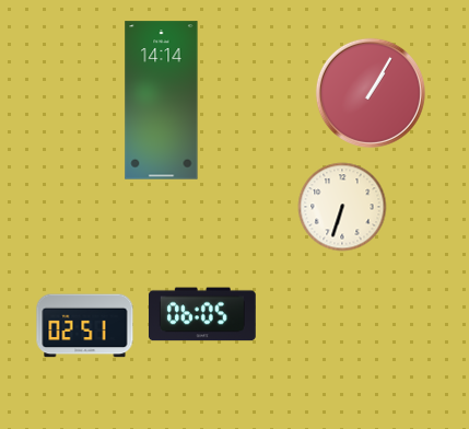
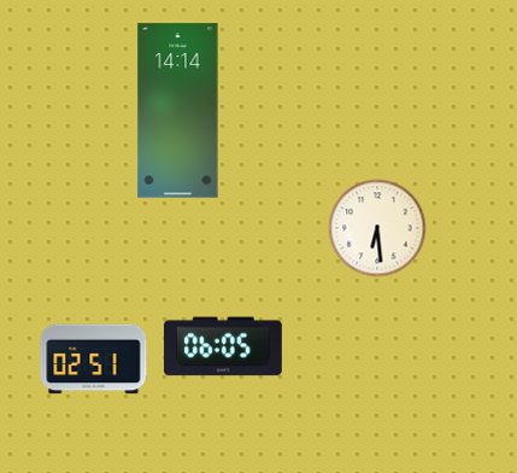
clock at (371, 93): 1:05 -> none
clock at (342, 207): 6:33 -> 6:29
